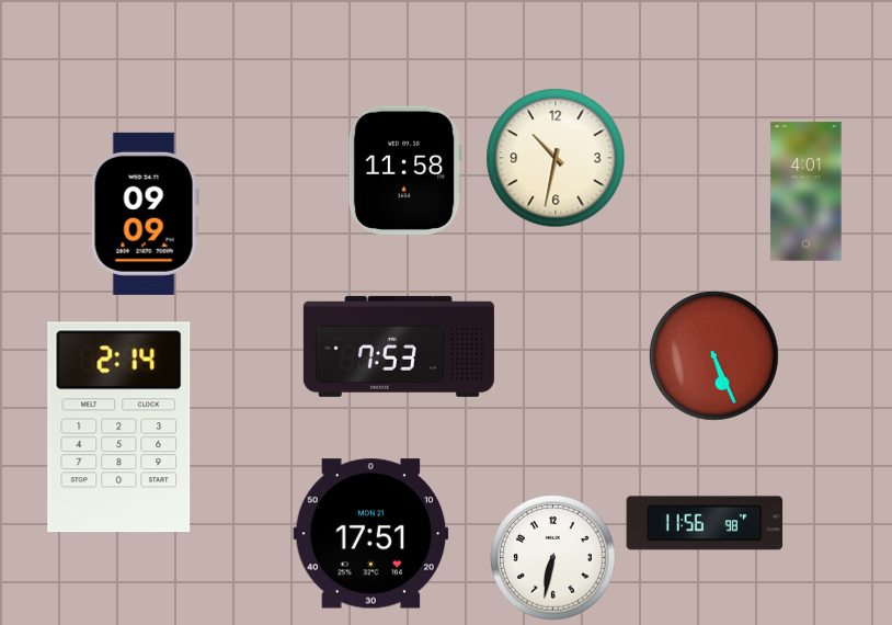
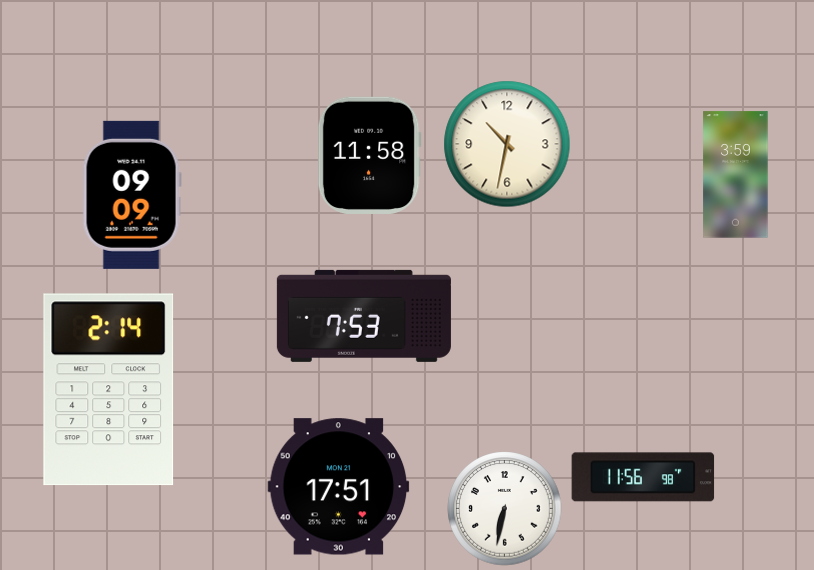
clock at (807, 192): 4:01 -> 3:59
clock at (714, 356): 5:26 -> none
